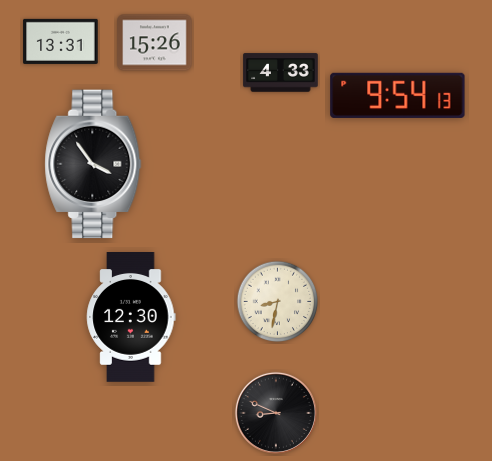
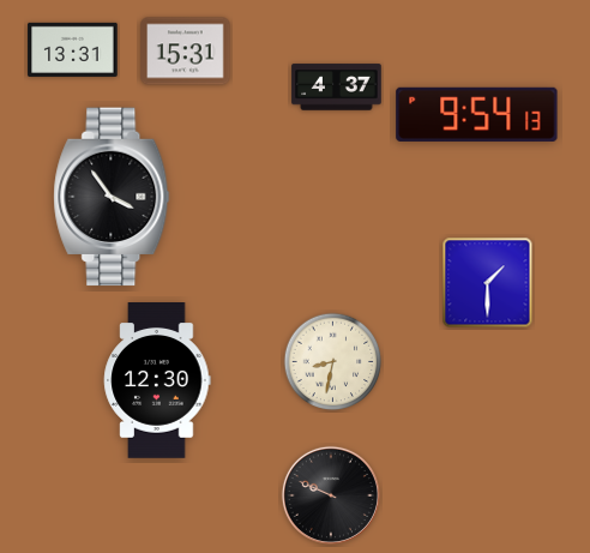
clock at (155, 43): 15:26 -> 15:31
clock at (281, 73): 4:33 -> 4:37
clock at (488, 283): none -> 1:30
clock at (276, 413): 8:49 -> 9:49
